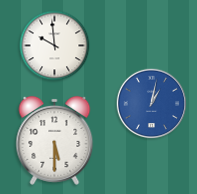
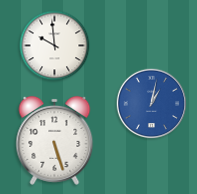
clock at (55, 140): 5:30 -> 5:27
